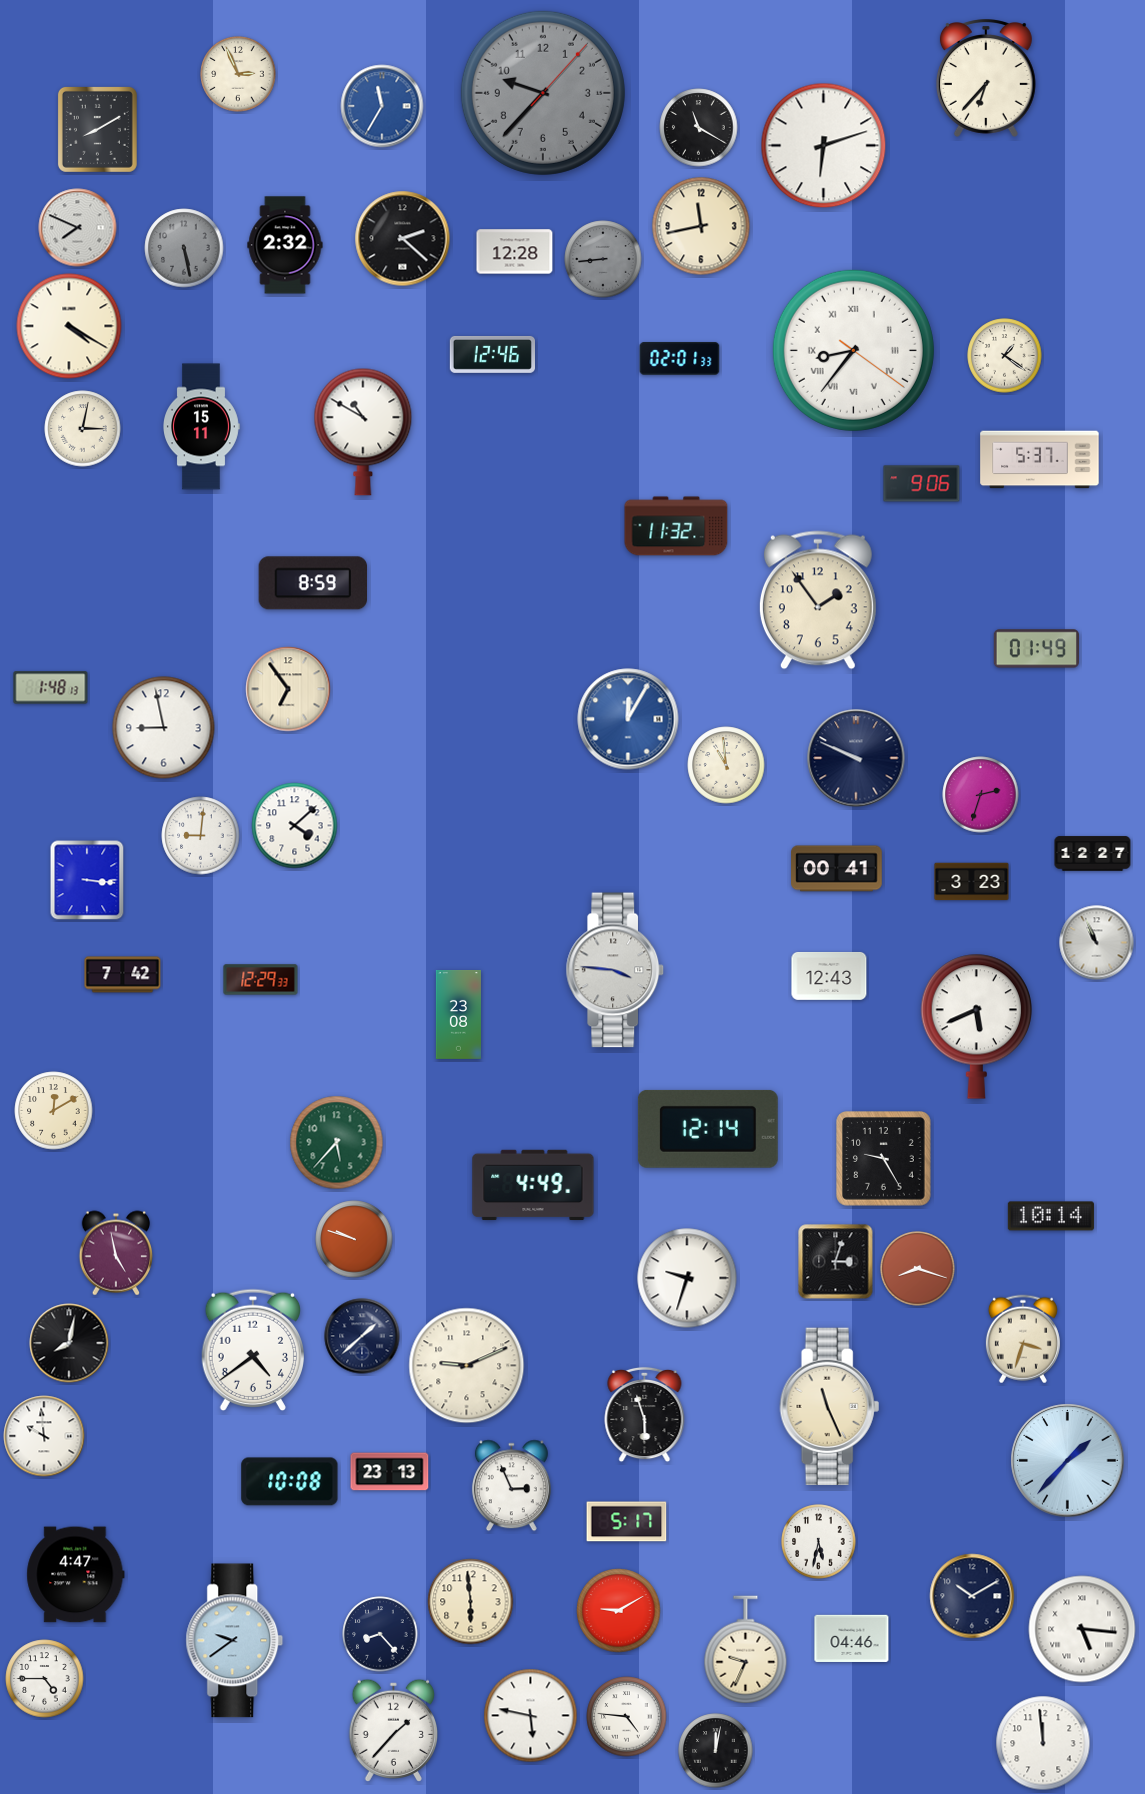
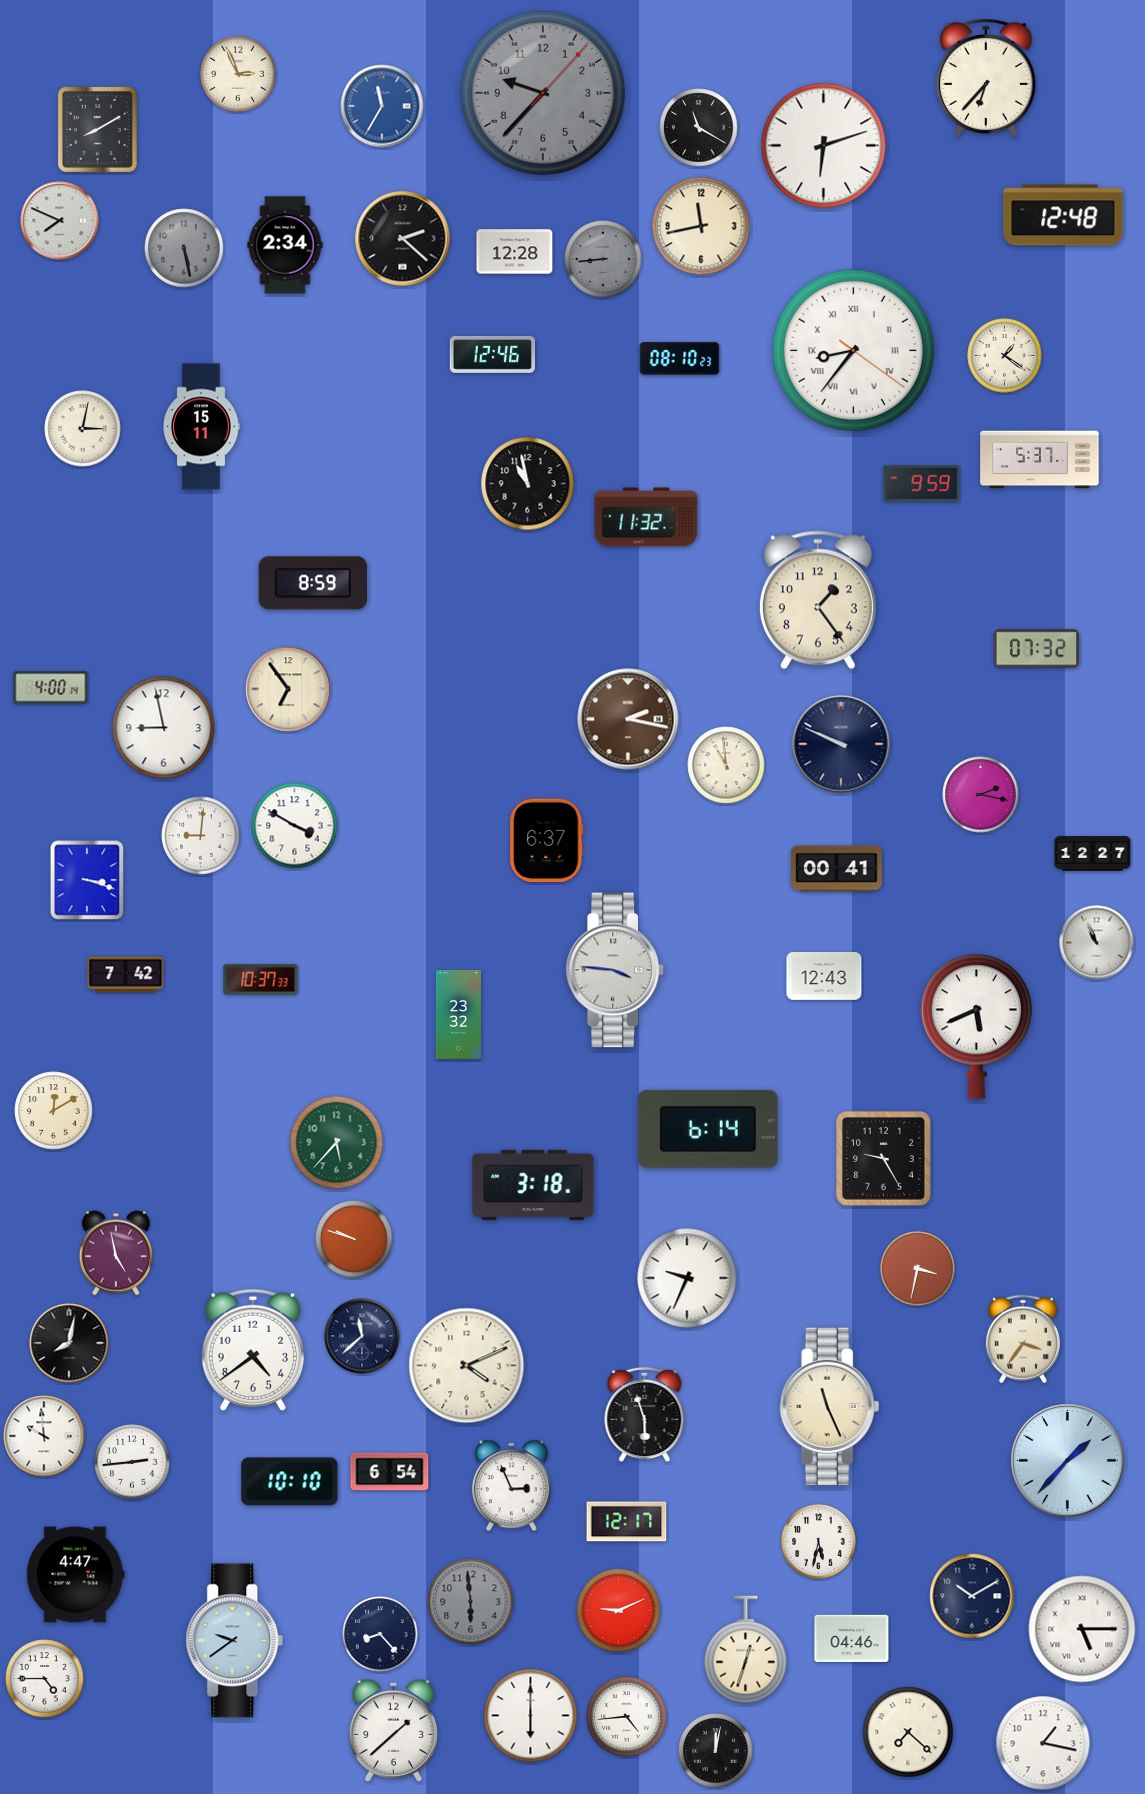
clock at (1063, 215): none -> 12:48
clock at (78, 228) position: (78, 228) -> (60, 221)
clock at (285, 245): 2:32 -> 2:34
clock at (69, 326): 4:20 -> none
clock at (680, 359): 02:01 -> 08:10
clock at (363, 432): 10:50 -> none
clock at (528, 484): none -> 10:58
clock at (922, 484): 9:06 -> 9:59
clock at (676, 526) position: (676, 526) -> (646, 517)
clock at (818, 600): 1:54 -> 1:24
clock at (1036, 649): 01:49 -> 07:32
clock at (51, 688): 1:48 -> 4:00
clock at (628, 719): 12:05 -> 2:17
clock at (628, 719) dial: blue -> brown
clock at (856, 758) position: (856, 758) -> (841, 744)
clock at (981, 795): 2:33 -> 2:17
clock at (295, 826): 4:08 -> 3:50
clock at (547, 841): none -> 6:37
clock at (87, 880): 3:16 -> 3:18
clock at (972, 882): 3:23 -> none
clock at (123, 975) position: (123, 975) -> (126, 975)
clock at (829, 976) position: (829, 976) -> (824, 976)
clock at (261, 980): 12:29 -> 10:37
clock at (458, 1015): 23:08 -> 23:32
clock at (708, 1129): 12:14 -> 6:14
clock at (533, 1185): 4:49 -> 3:18
clock at (1051, 1216): 10:14 -> none
clock at (836, 1262): 3:03 -> none
clock at (918, 1269): 8:18 -> 3:32
clock at (687, 1278): 9:33 -> 9:34
clock at (362, 1336): 1:38 -> 11:38
clock at (1023, 1339): 3:33 -> 3:36
clock at (467, 1366): 9:11 -> 4:11
clock at (132, 1462): none -> 2:44
clock at (390, 1472): 23:13 -> 6:54
clock at (290, 1482): 10:08 -> 10:10
clock at (627, 1522): 5:17 -> 12:17
clock at (471, 1602) dial: cream -> grey
clock at (619, 1611): 9:10 -> 9:11
clock at (1082, 1629): 5:16 -> 5:15
clock at (746, 1650): 9:34 -> 12:33
clock at (531, 1716): 5:47 -> 6:00
clock at (627, 1717): 4:46 -> 4:44
clock at (393, 1730): 1:37 -> 1:38
clock at (908, 1732): none -> 7:22
clock at (1043, 1743): 11:59 -> 1:17
